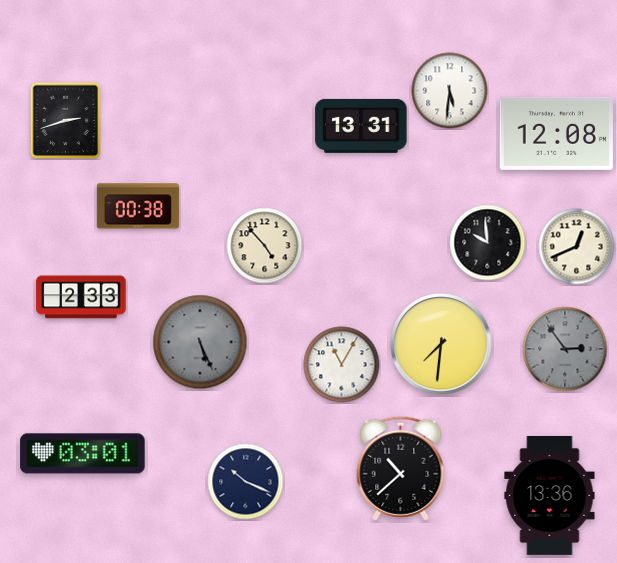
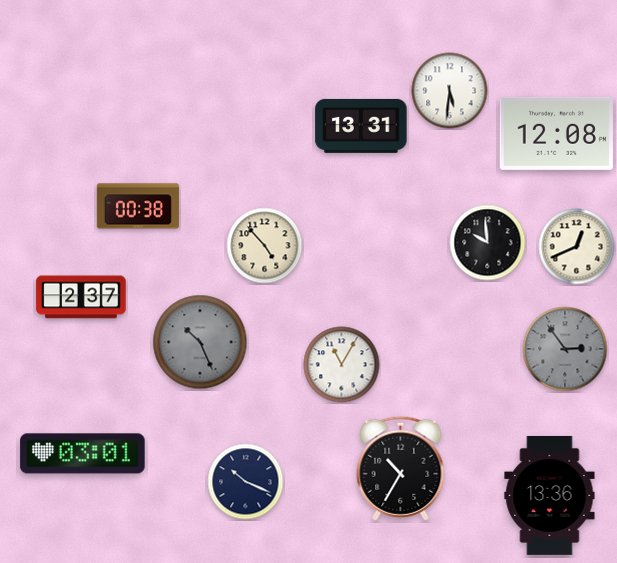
clock at (66, 120): 2:42 -> none
clock at (81, 297): 2:33 -> 2:37
clock at (200, 342): 5:26 -> 10:26
clock at (441, 344): 7:31 -> none
clock at (401, 468): 10:38 -> 10:35
